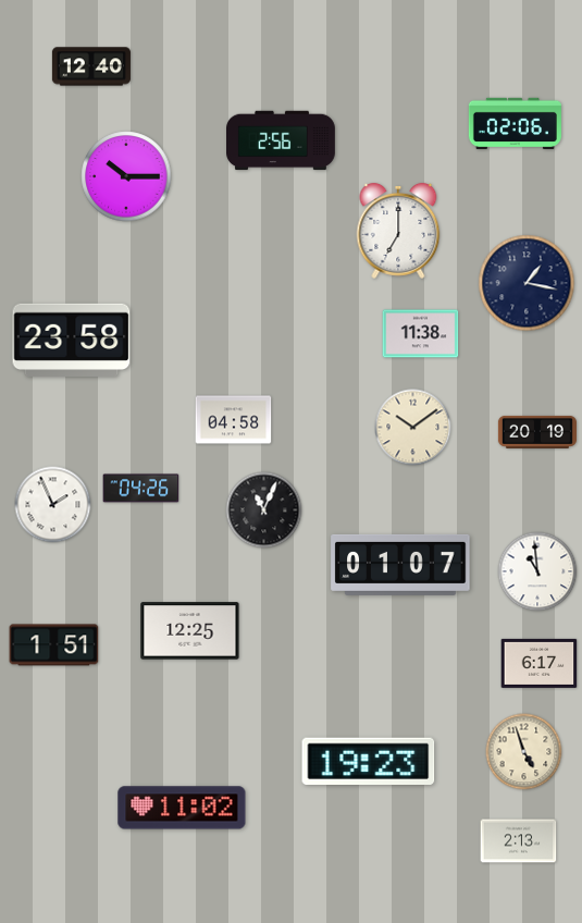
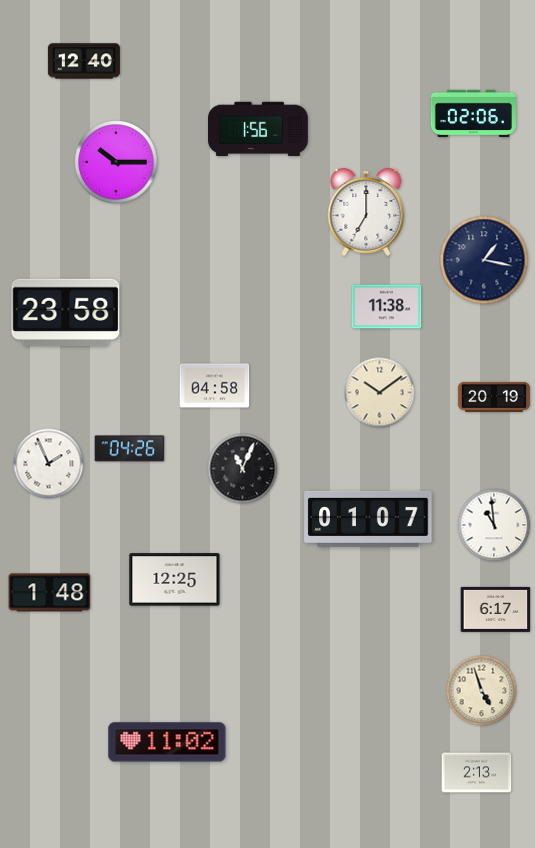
clock at (282, 140): 2:56 -> 1:56
clock at (54, 645): 1:51 -> 1:48
clock at (369, 761): 19:23 -> none
